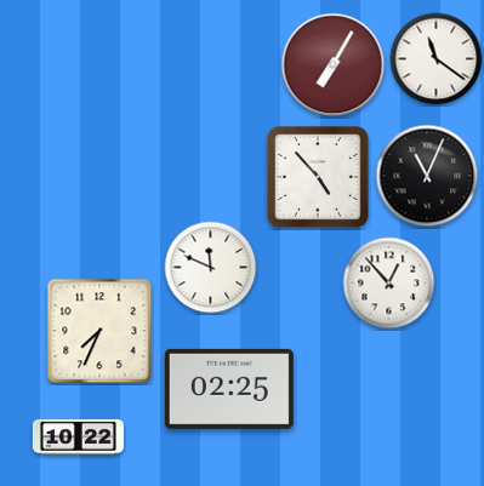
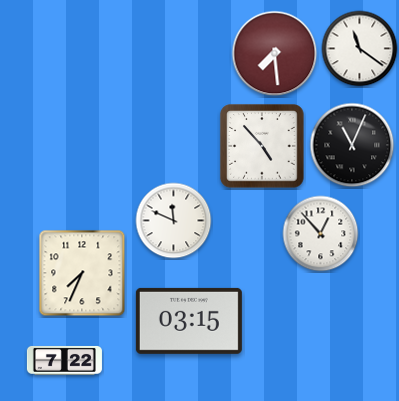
clock at (334, 65): 7:05 -> 7:29
clock at (229, 389): 02:25 -> 03:15
clock at (78, 436): 10:22 -> 7:22
